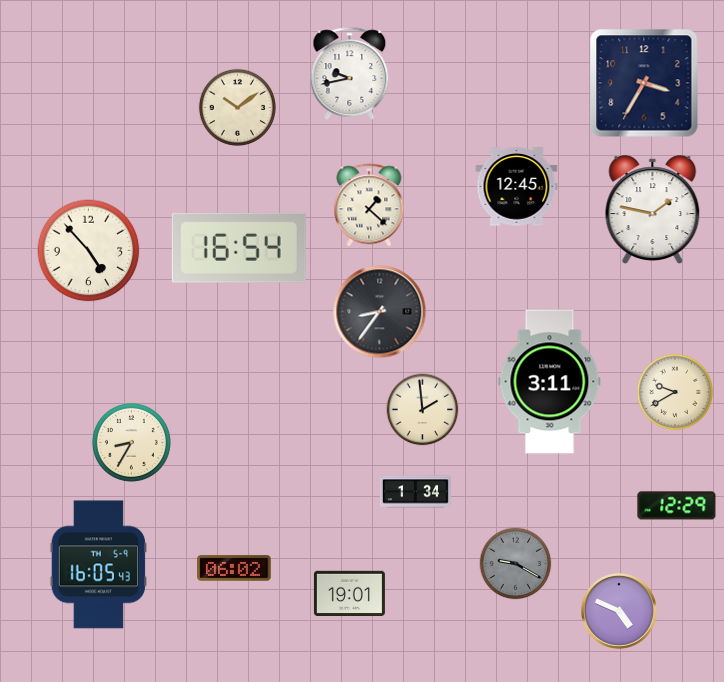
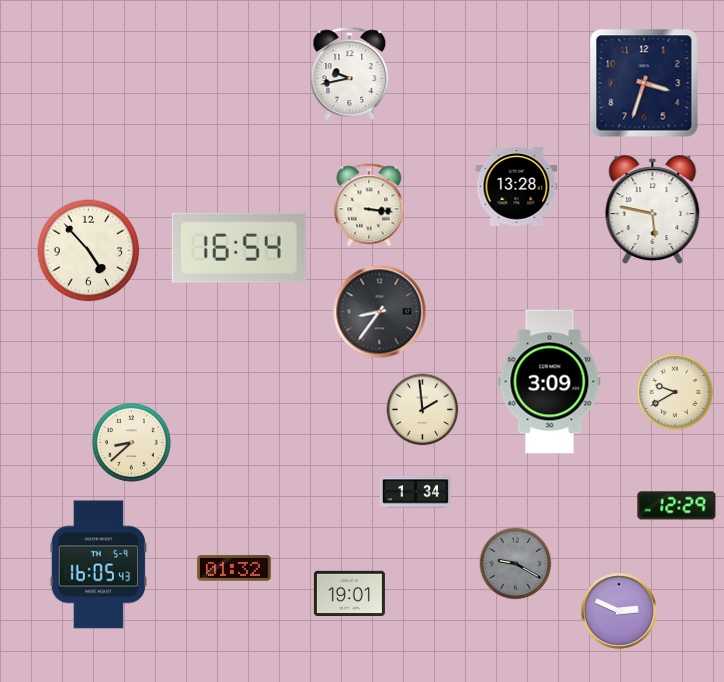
clock at (644, 83): 3:35 -> 3:33
clock at (237, 107): 10:09 -> none
clock at (517, 187): 12:45 -> 13:28
clock at (369, 205): 1:22 -> 3:16
clock at (653, 209): 1:47 -> 5:47
clock at (550, 382): 3:11 -> 3:09
clock at (131, 442): 8:35 -> 8:38
clock at (234, 568): 06:02 -> 01:32
clock at (620, 612): 4:49 -> 2:49
